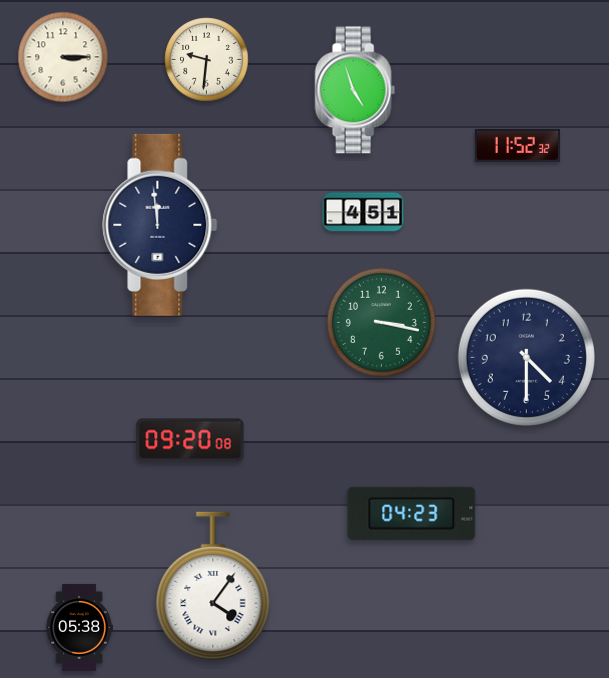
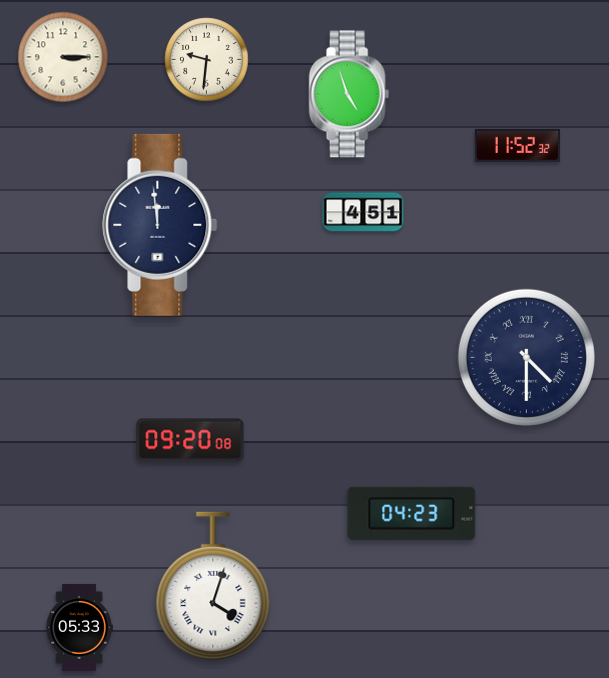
clock at (355, 90) position: (355, 90) -> (349, 94)
clock at (381, 322): 3:17 -> none
clock at (526, 357) numerals: Arabic -> Roman
clock at (213, 586): 4:06 -> 4:03
clock at (79, 627): 05:38 -> 05:33
